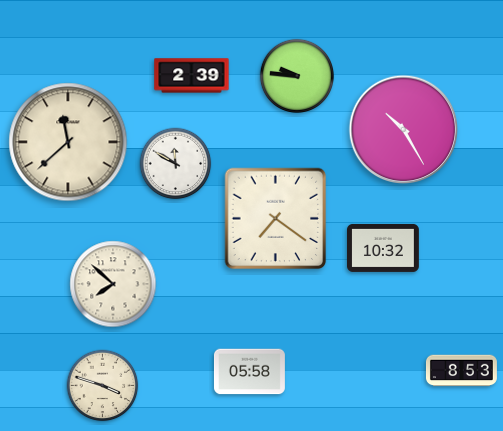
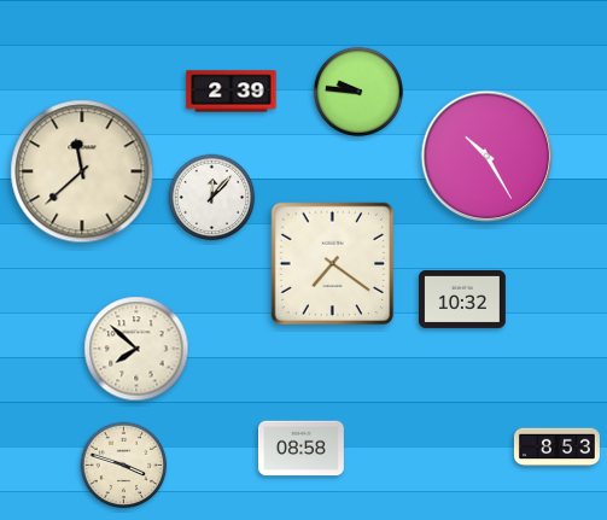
clock at (176, 164): 11:50 -> 12:07
clock at (113, 284) position: (113, 284) -> (136, 349)
clock at (249, 372): 05:58 -> 08:58
